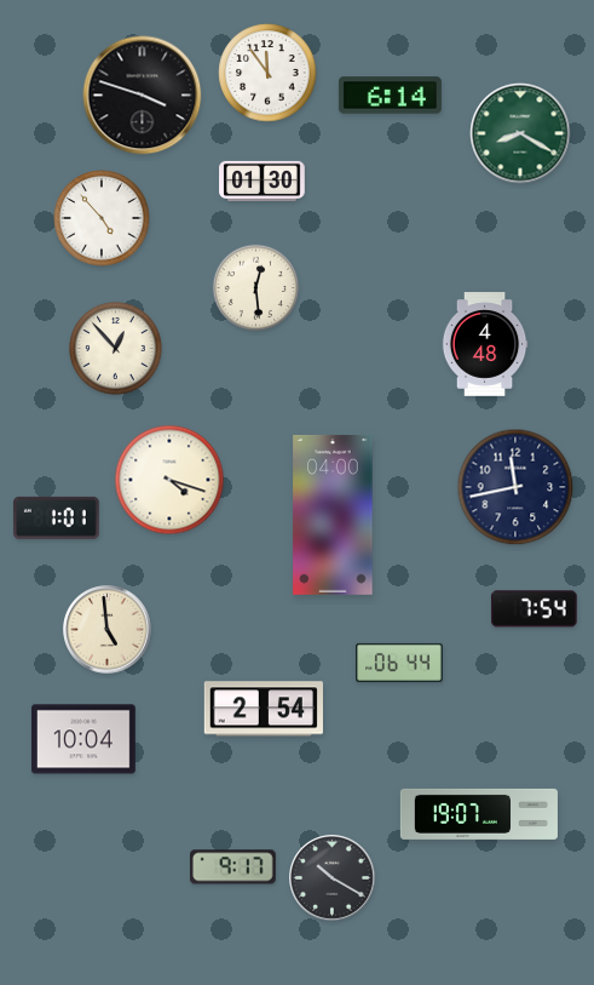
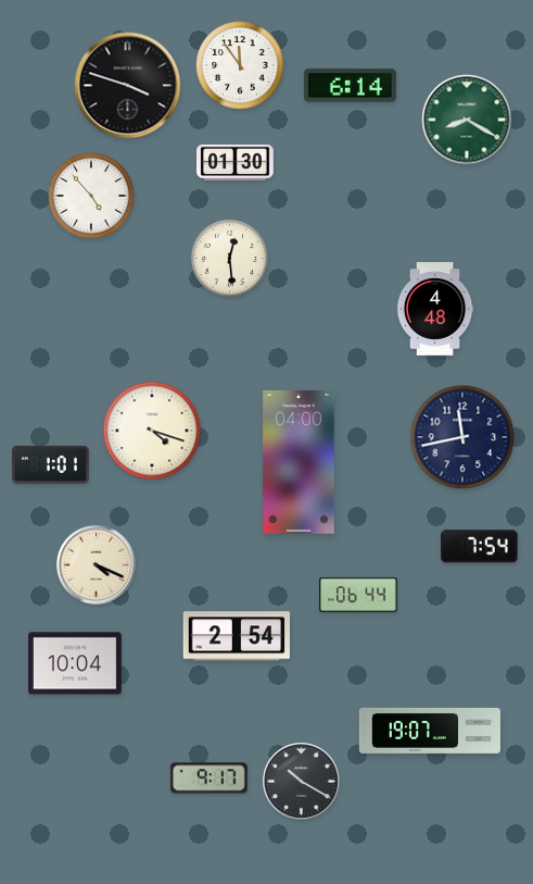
clock at (116, 349): 12:53 -> none
clock at (108, 630): 4:59 -> 4:19
clock at (333, 878) position: (333, 878) -> (302, 782)
